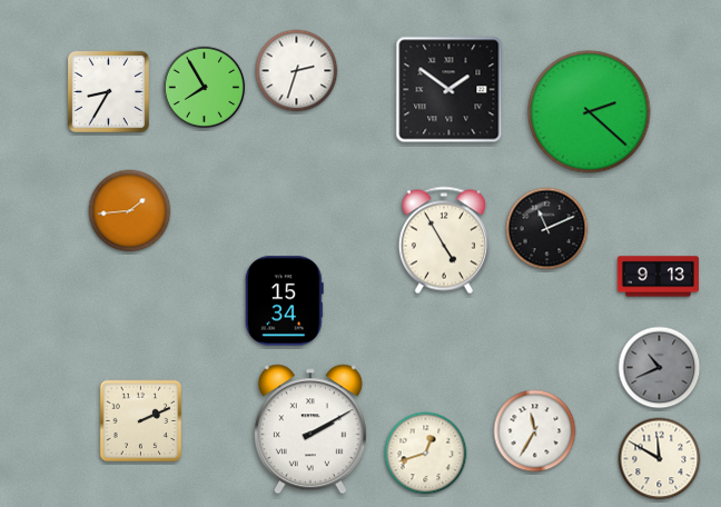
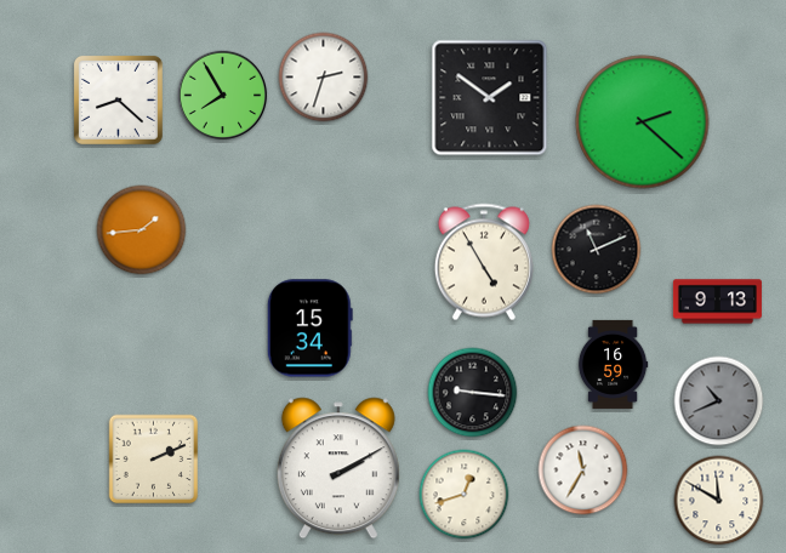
clock at (108, 91): 8:35 -> 8:22
clock at (613, 364): none -> 16:59
clock at (473, 393): none -> 9:16
